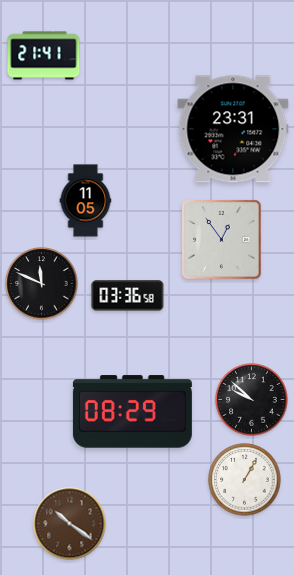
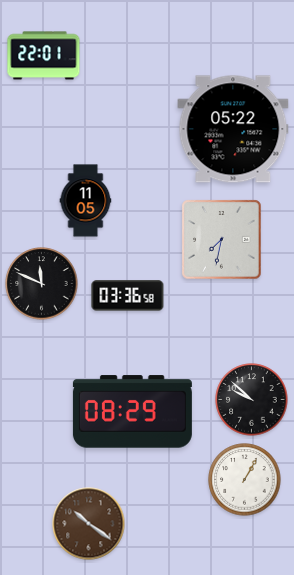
clock at (44, 56): 21:41 -> 22:01
clock at (233, 129): 23:31 -> 05:22
clock at (222, 240): 12:54 -> 7:32
clock at (70, 524) position: (70, 524) -> (89, 524)
